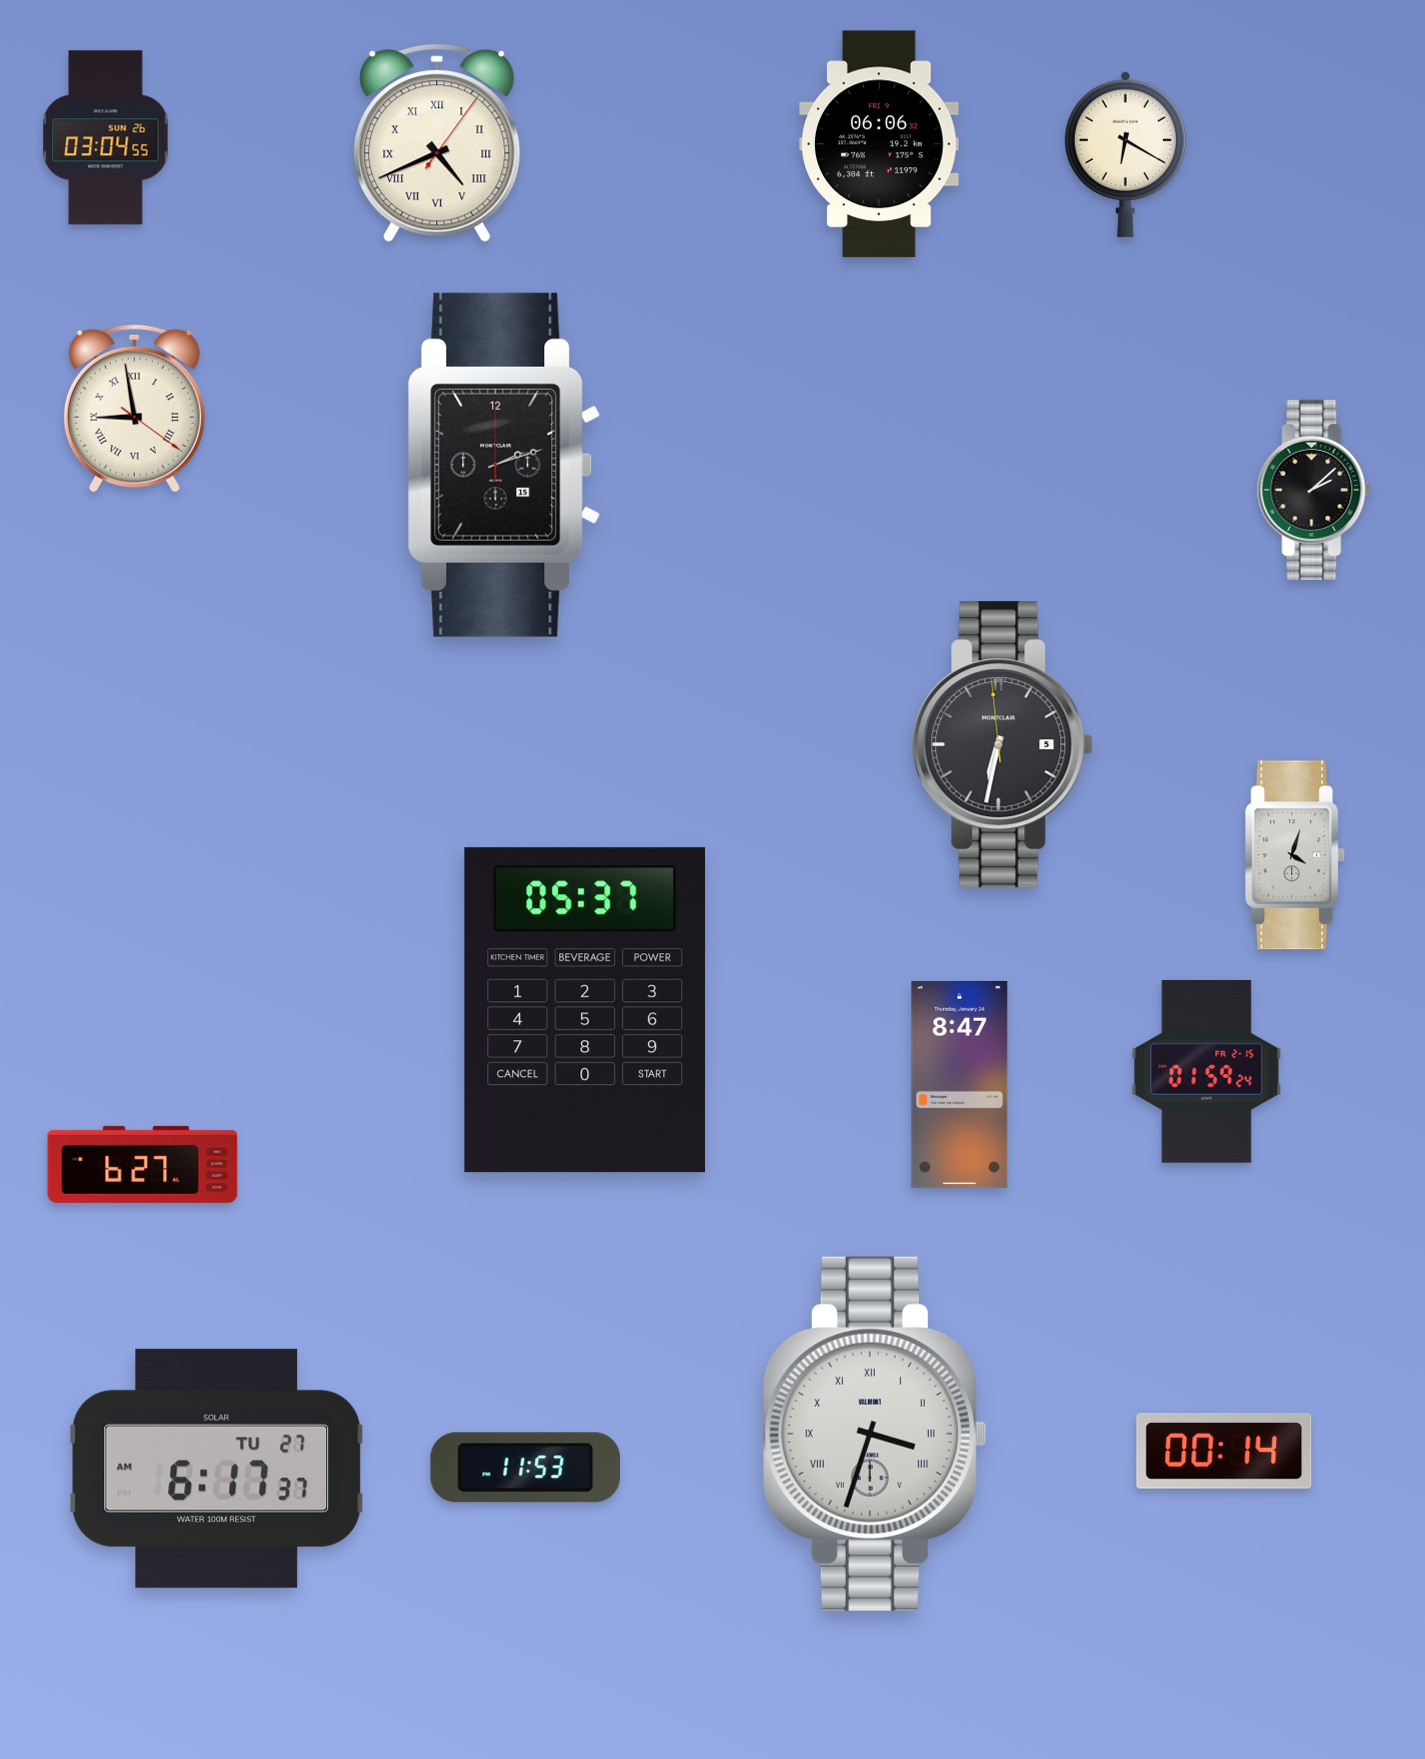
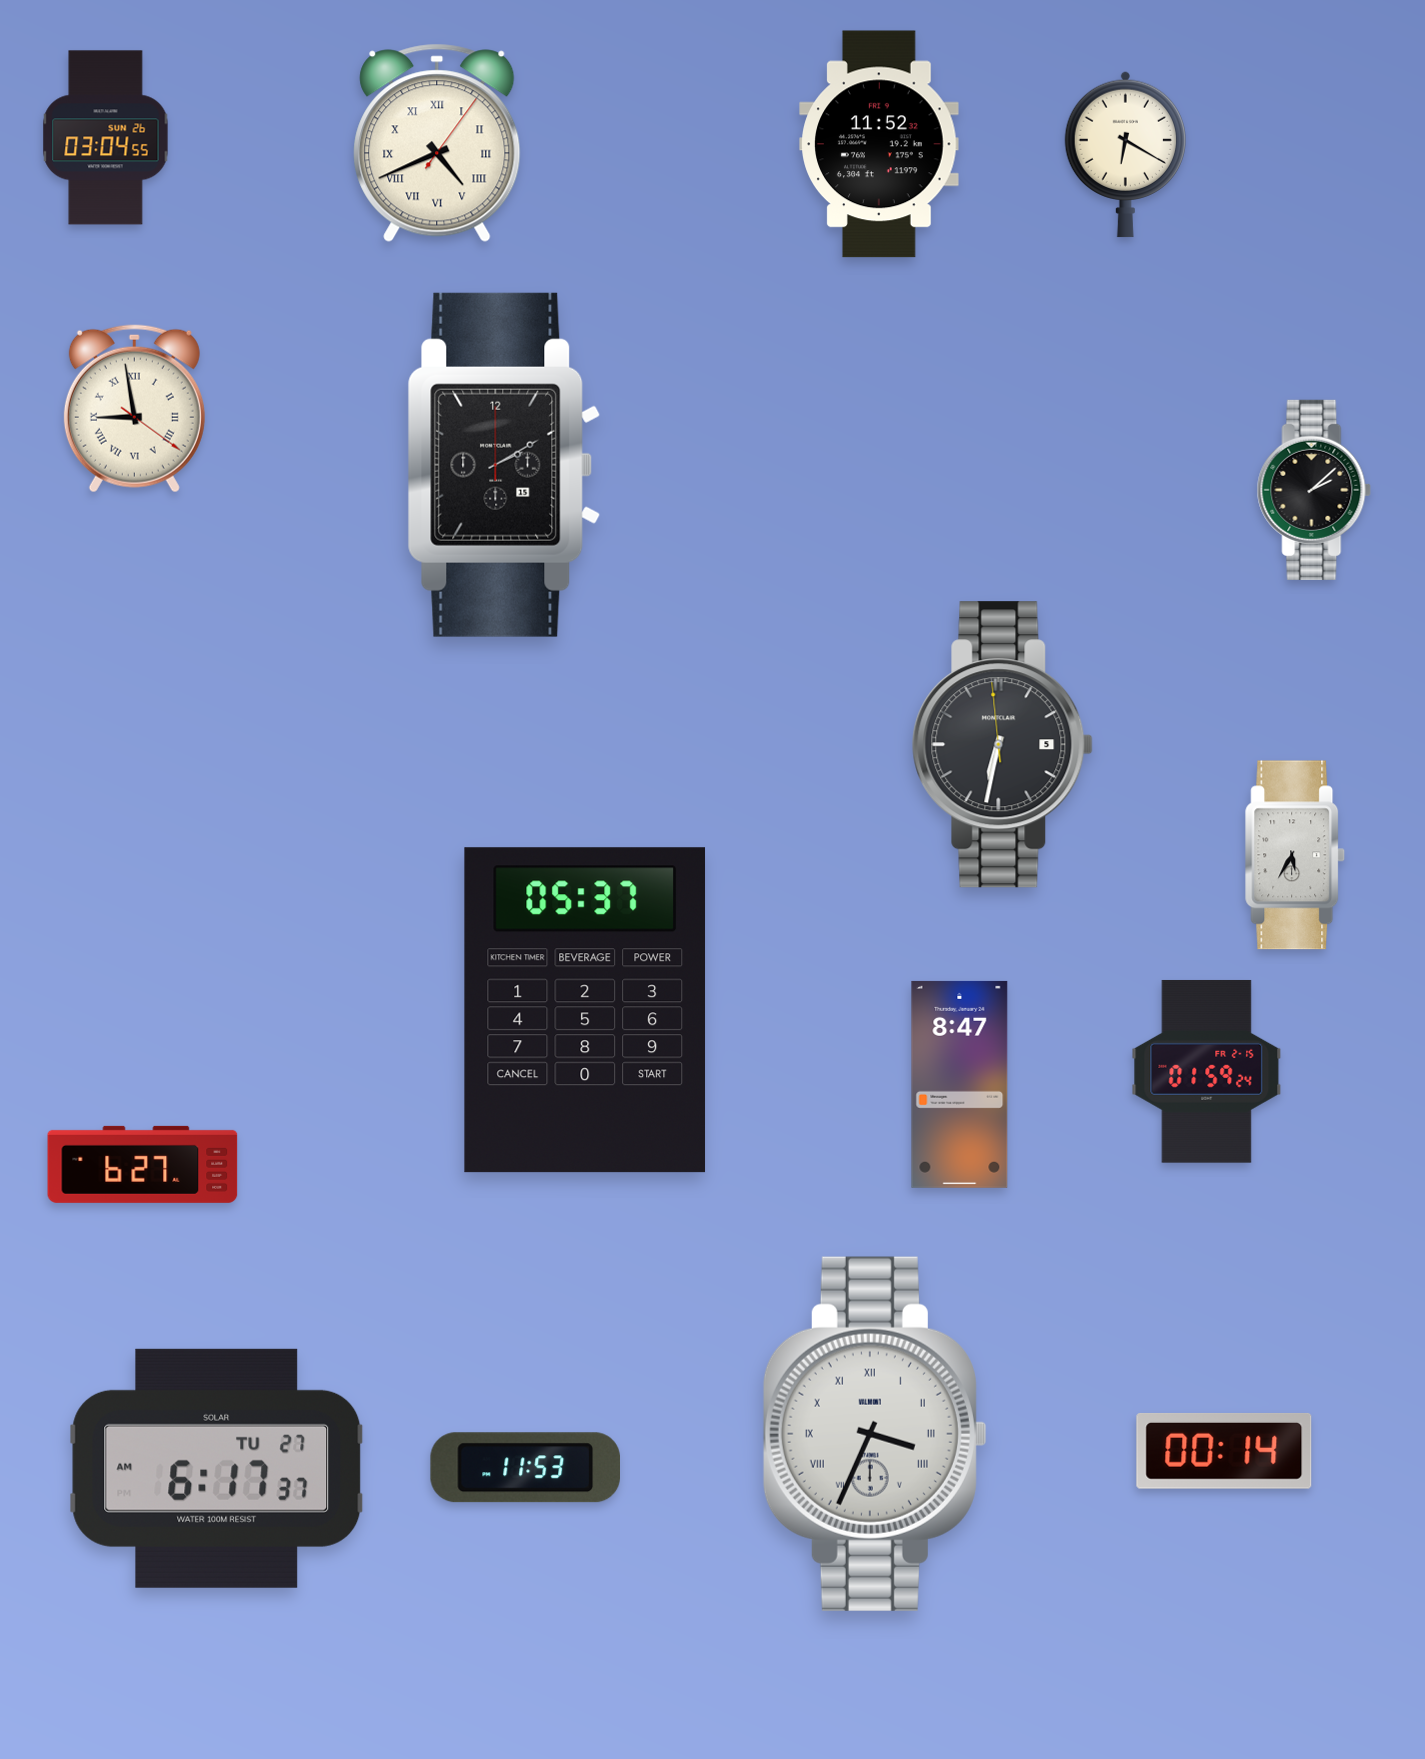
clock at (879, 144): 06:06 -> 11:52
clock at (504, 465): 2:12 -> 2:10
clock at (1295, 855): 4:03 -> 5:35
clock at (875, 1434): 3:33 -> 3:34
